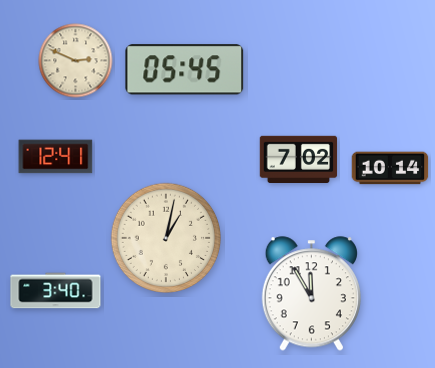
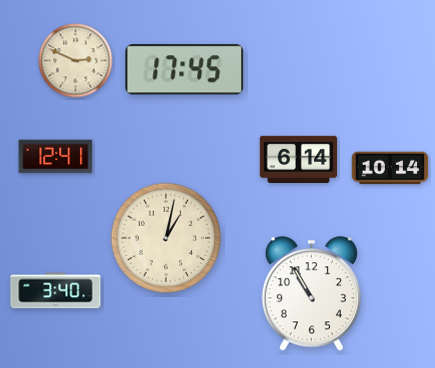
clock at (185, 70): 05:45 -> 17:45
clock at (299, 160): 7:02 -> 6:14
clock at (311, 294): 11:55 -> 10:55
